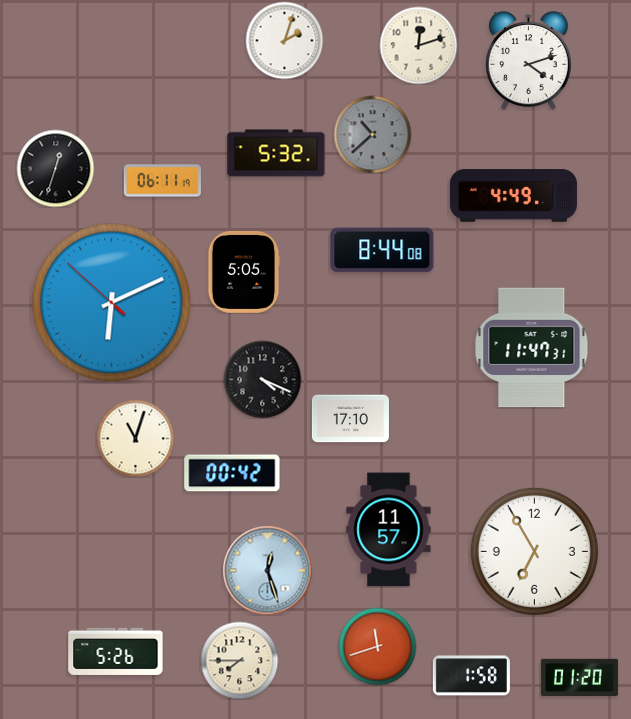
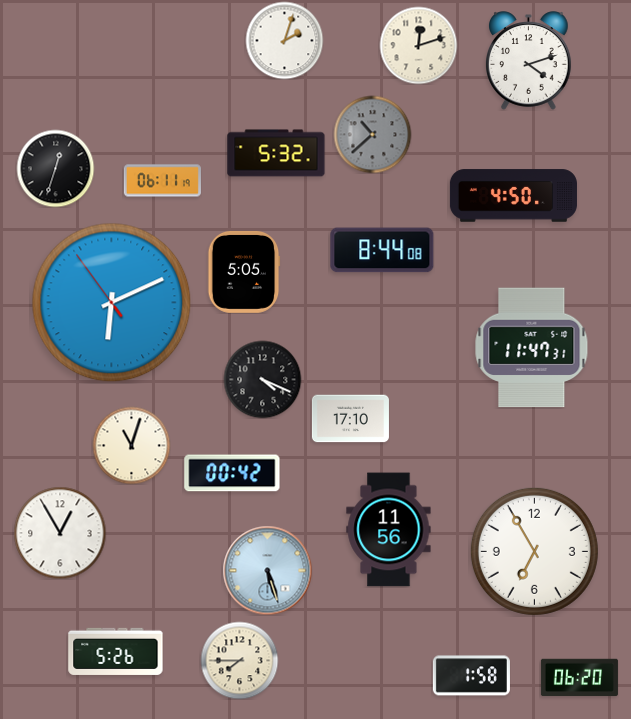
clock at (513, 196): 4:49 -> 4:50
clock at (112, 303): 6:10:52 -> 6:10:54
clock at (135, 438) position: (135, 438) -> (131, 445)
clock at (389, 530): 11:57 -> 11:56
clock at (60, 533): none -> 12:55
clock at (267, 570): 12:27 -> 5:27
clock at (377, 646): 11:42 -> none
clock at (579, 678): 01:20 -> 06:20
